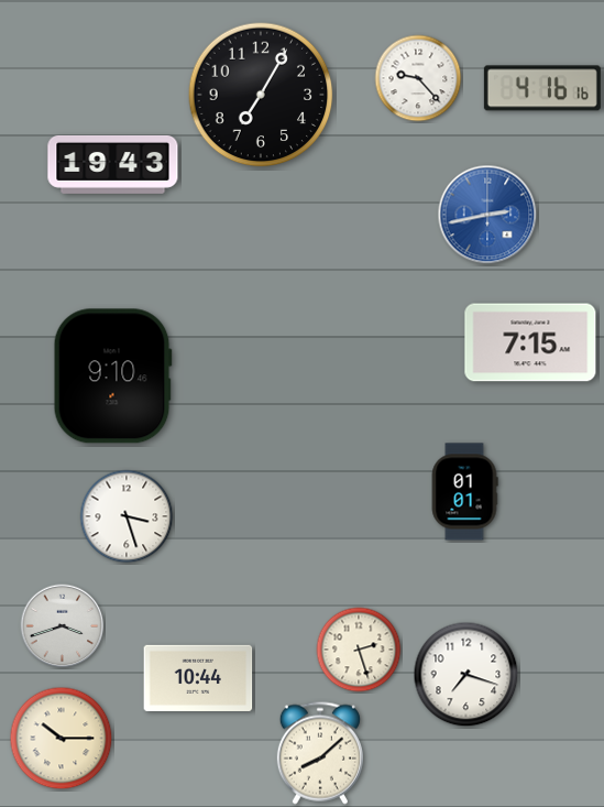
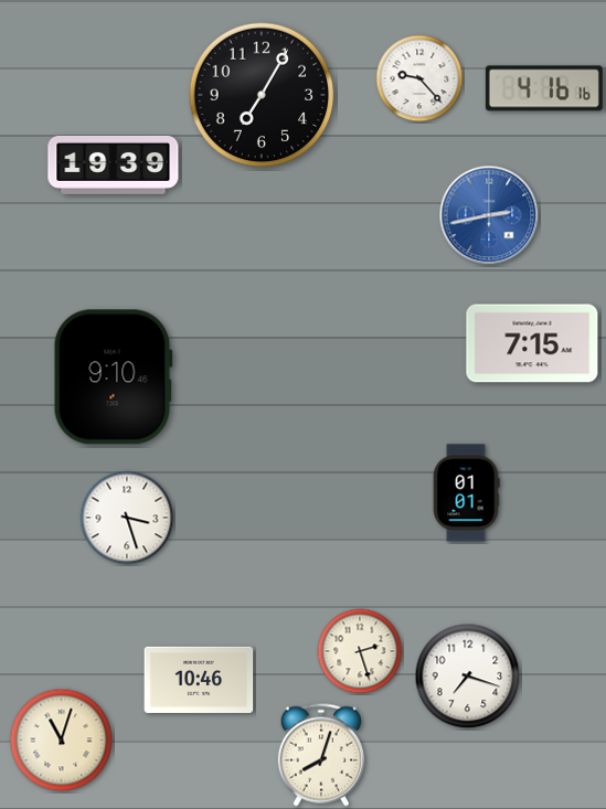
clock at (113, 164): 19:43 -> 19:39
clock at (63, 626): 3:42 -> none
clock at (198, 678): 10:44 -> 10:46
clock at (62, 739): 10:15 -> 11:03
clock at (320, 753): 8:08 -> 8:03
